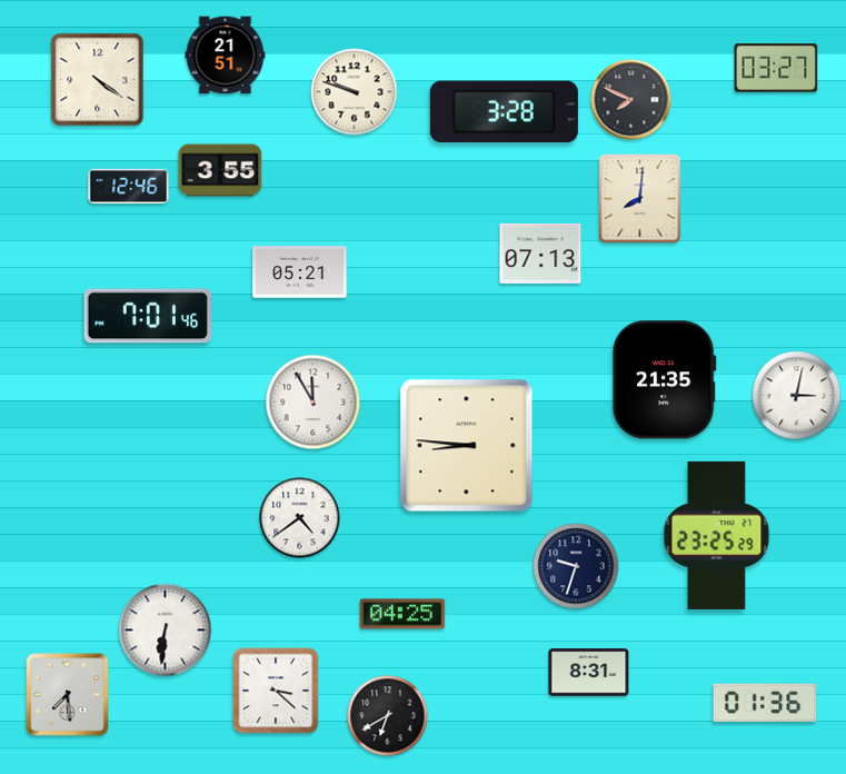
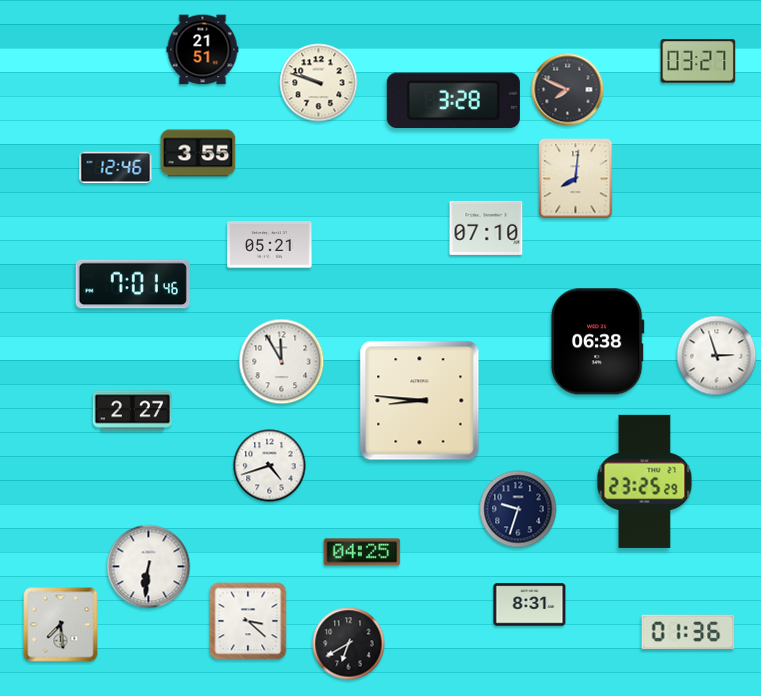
clock at (98, 80): 4:21 -> none
clock at (540, 254): 07:13 -> 07:10
clock at (664, 380): 21:35 -> 06:38
clock at (797, 396): 3:02 -> 2:57
clock at (132, 411): none -> 2:27
clock at (300, 518): 4:39 -> 4:42
